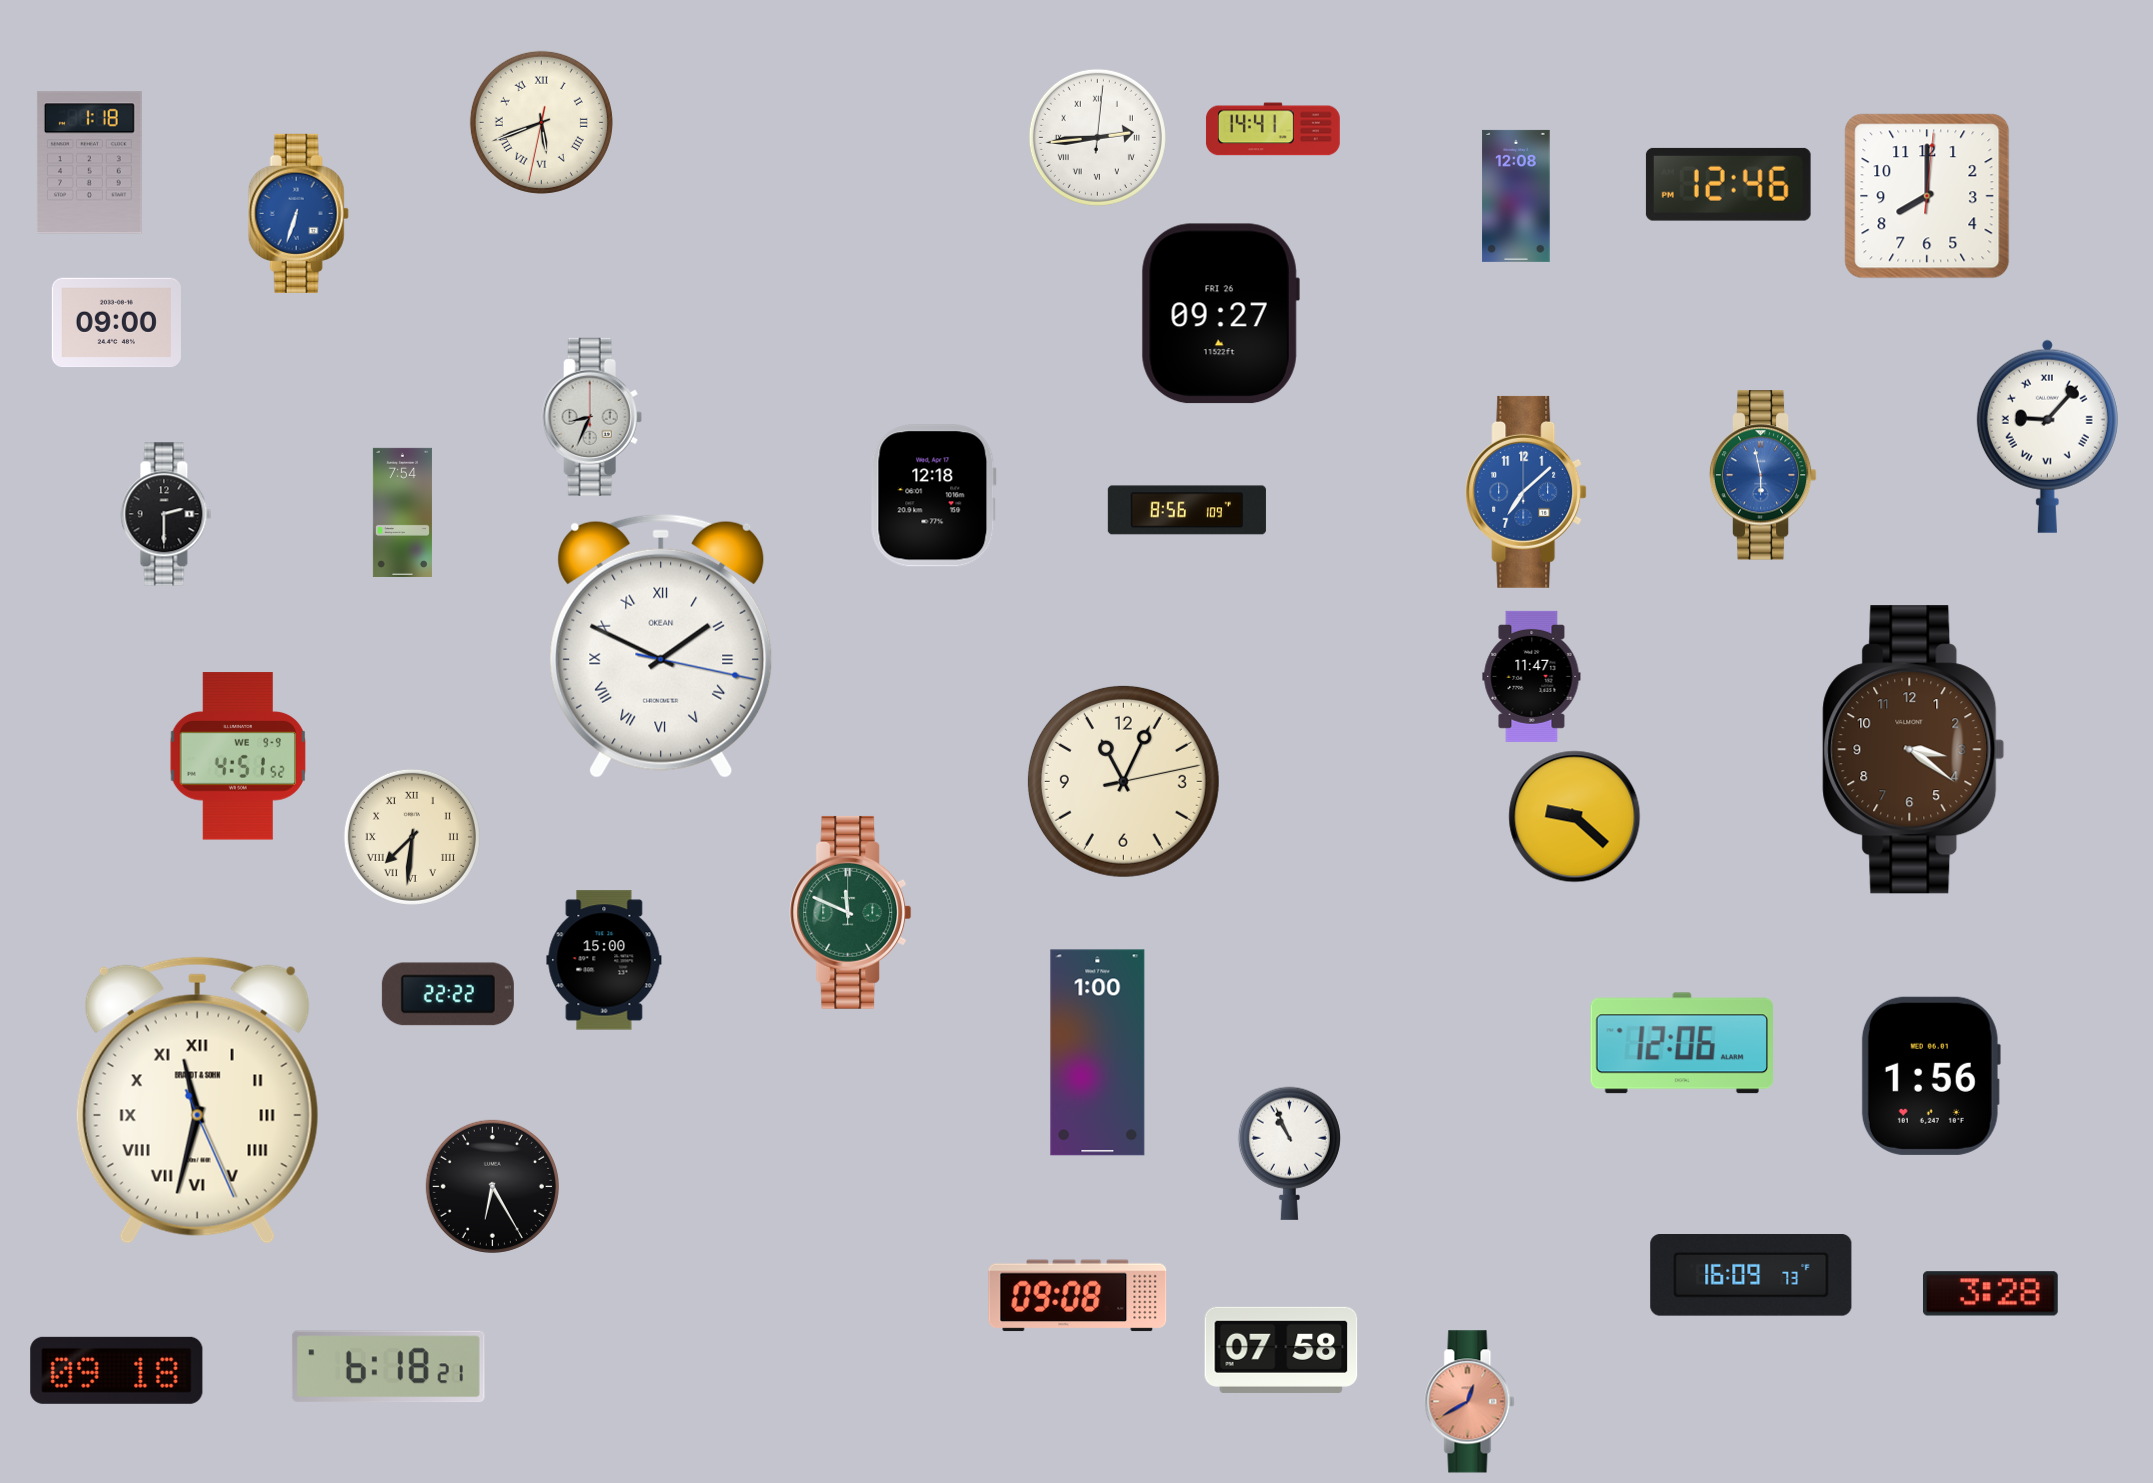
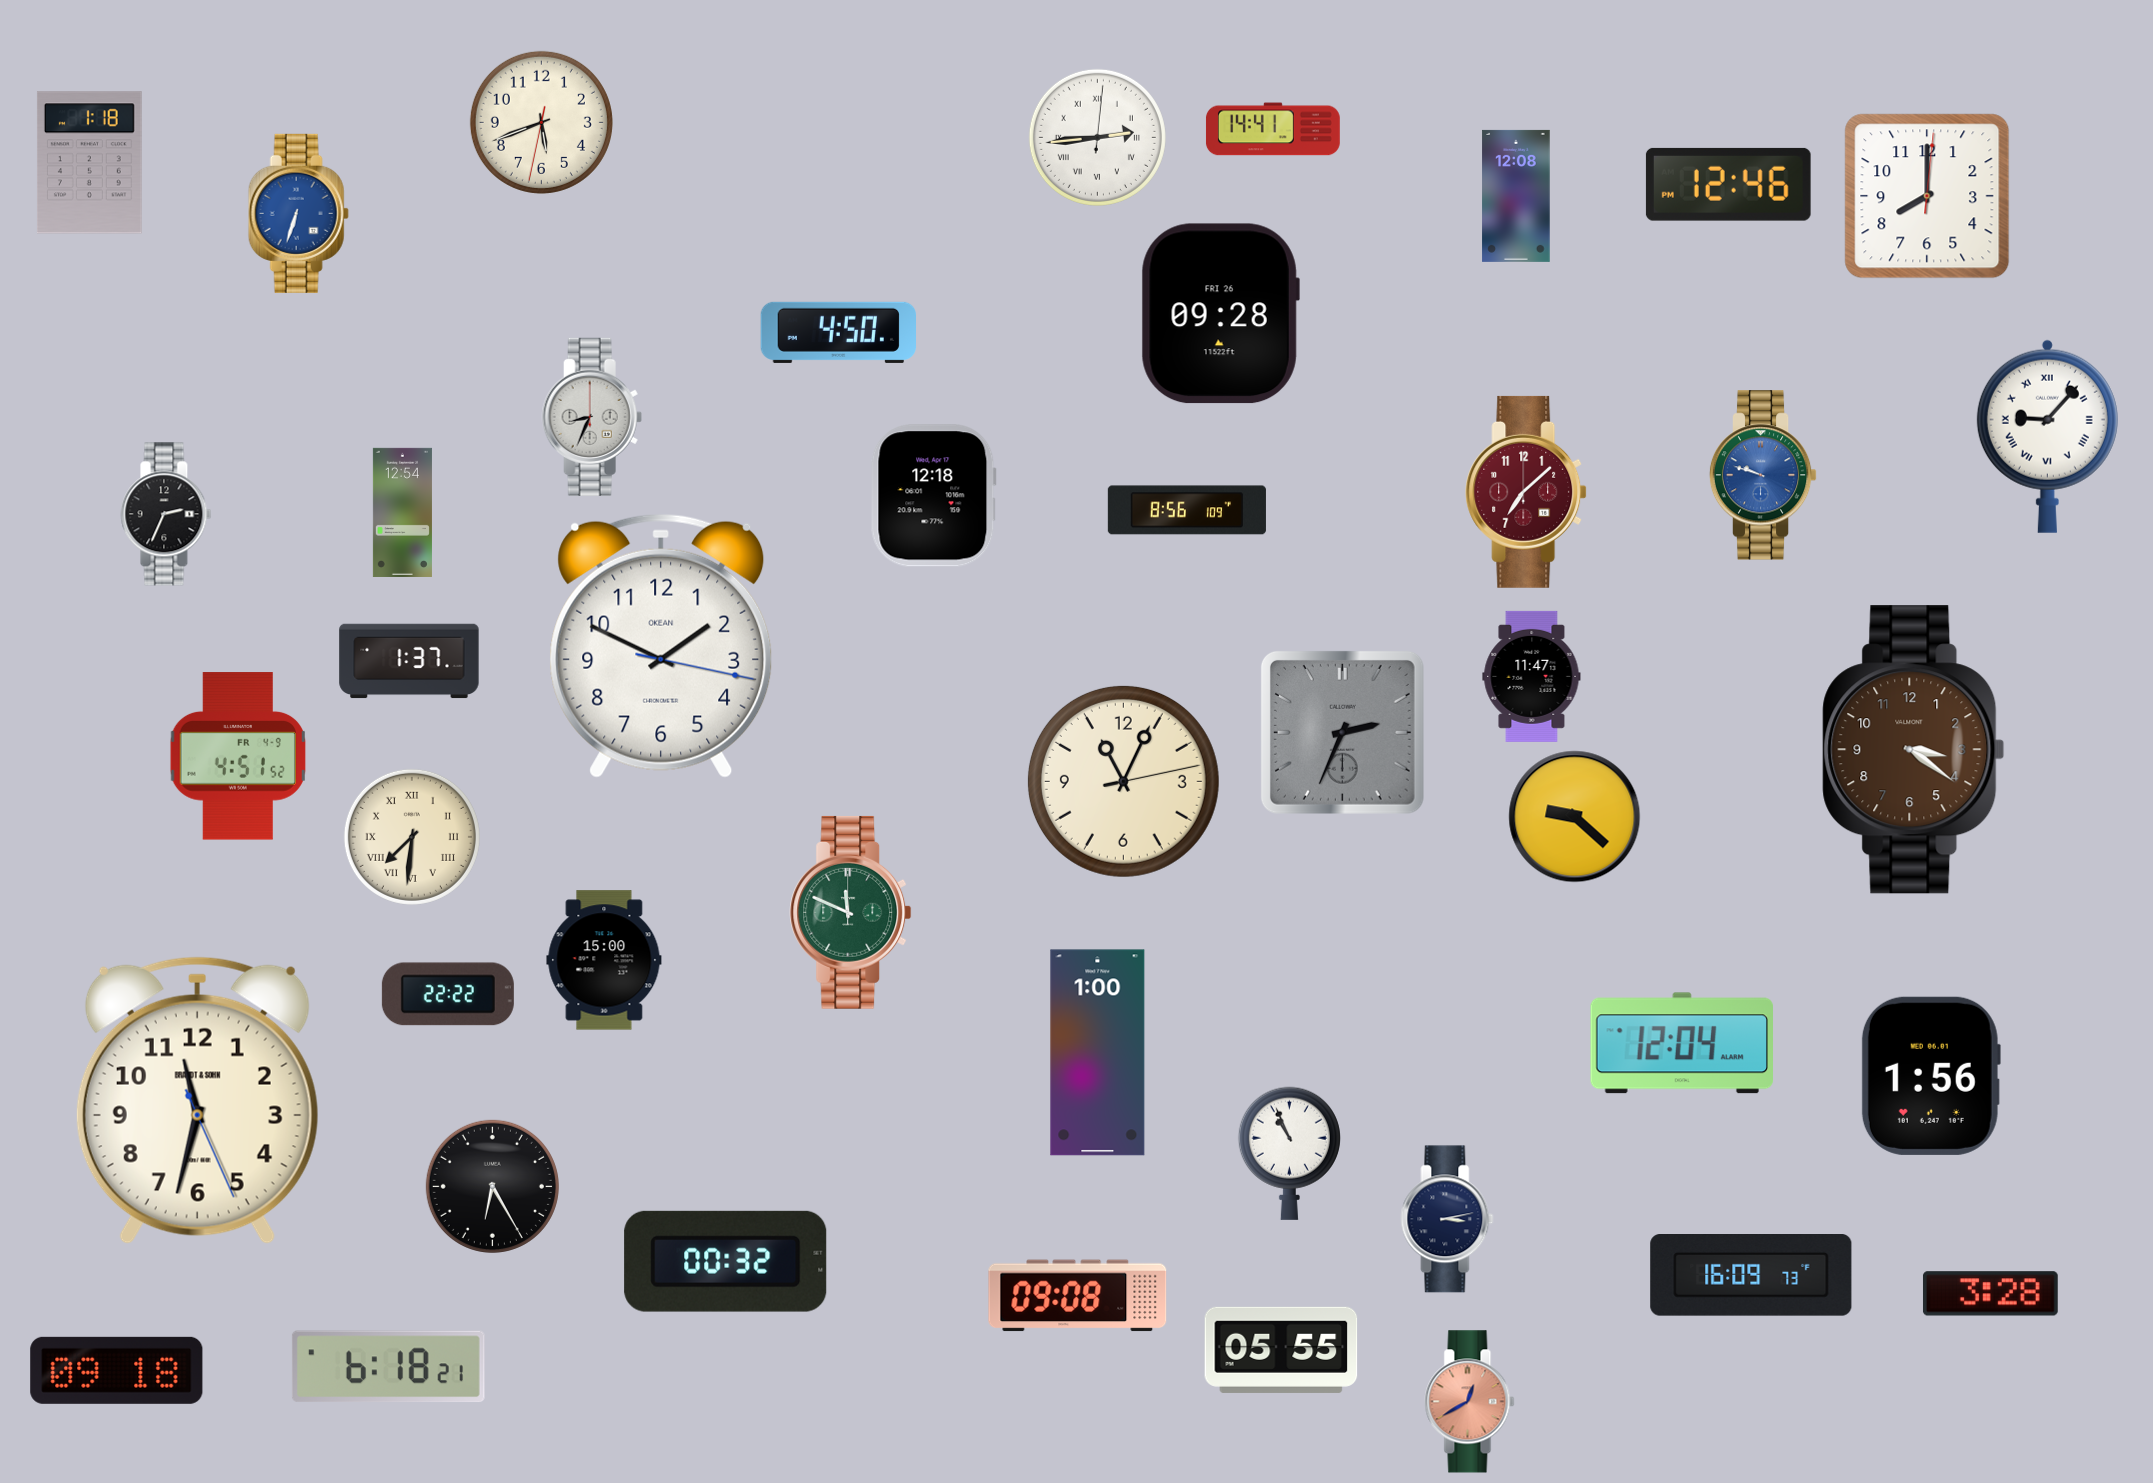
clock at (541, 122) numerals: Roman -> Arabic
clock at (1220, 314): 09:27 -> 09:28
clock at (116, 323): 09:00 -> none
clock at (839, 332): none -> 4:50
clock at (1763, 475): 5:58 -> 9:48
clock at (1526, 492) dial: blue -> burgundy
clock at (402, 512): 7:54 -> 12:54
clock at (166, 514): 2:30 -> 2:34
clock at (661, 646) numerals: Roman -> Arabic
clock at (409, 661): none -> 1:37
clock at (1342, 732): none -> 2:34
clock at (237, 756) date: WE 9-9 -> FR 4-9
clock at (1682, 1043): 12:06 -> 12:04
clock at (197, 1100) numerals: Roman -> Arabic
clock at (1447, 1219): none -> 3:13
clock at (726, 1261): none -> 00:32
clock at (1281, 1350): 07:58 -> 05:55
